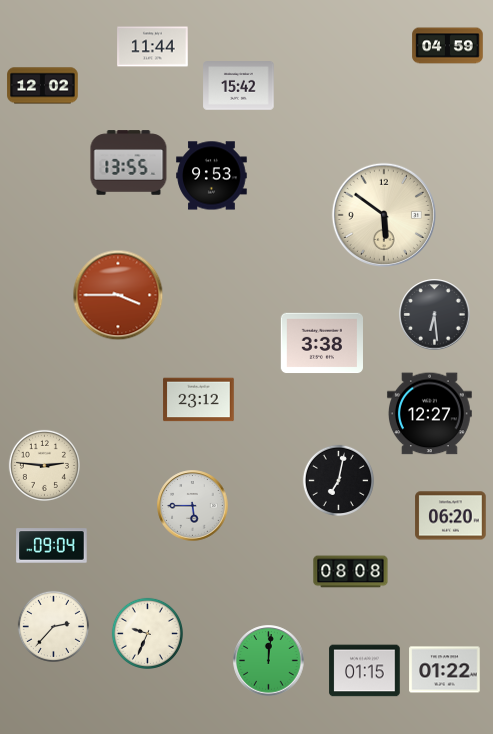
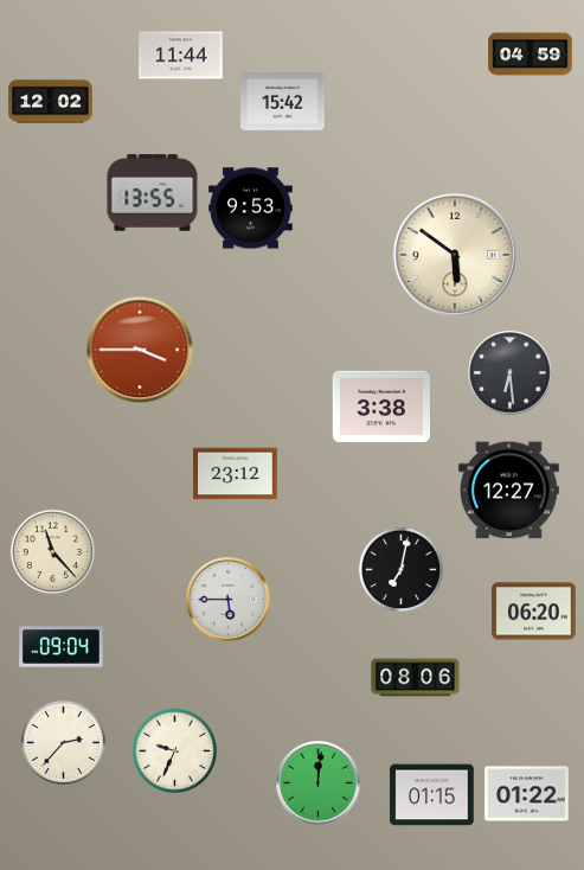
clock at (435, 315) position: (435, 315) -> (511, 373)
clock at (44, 465): 2:46 -> 11:23
clock at (351, 572): 08:08 -> 08:06
